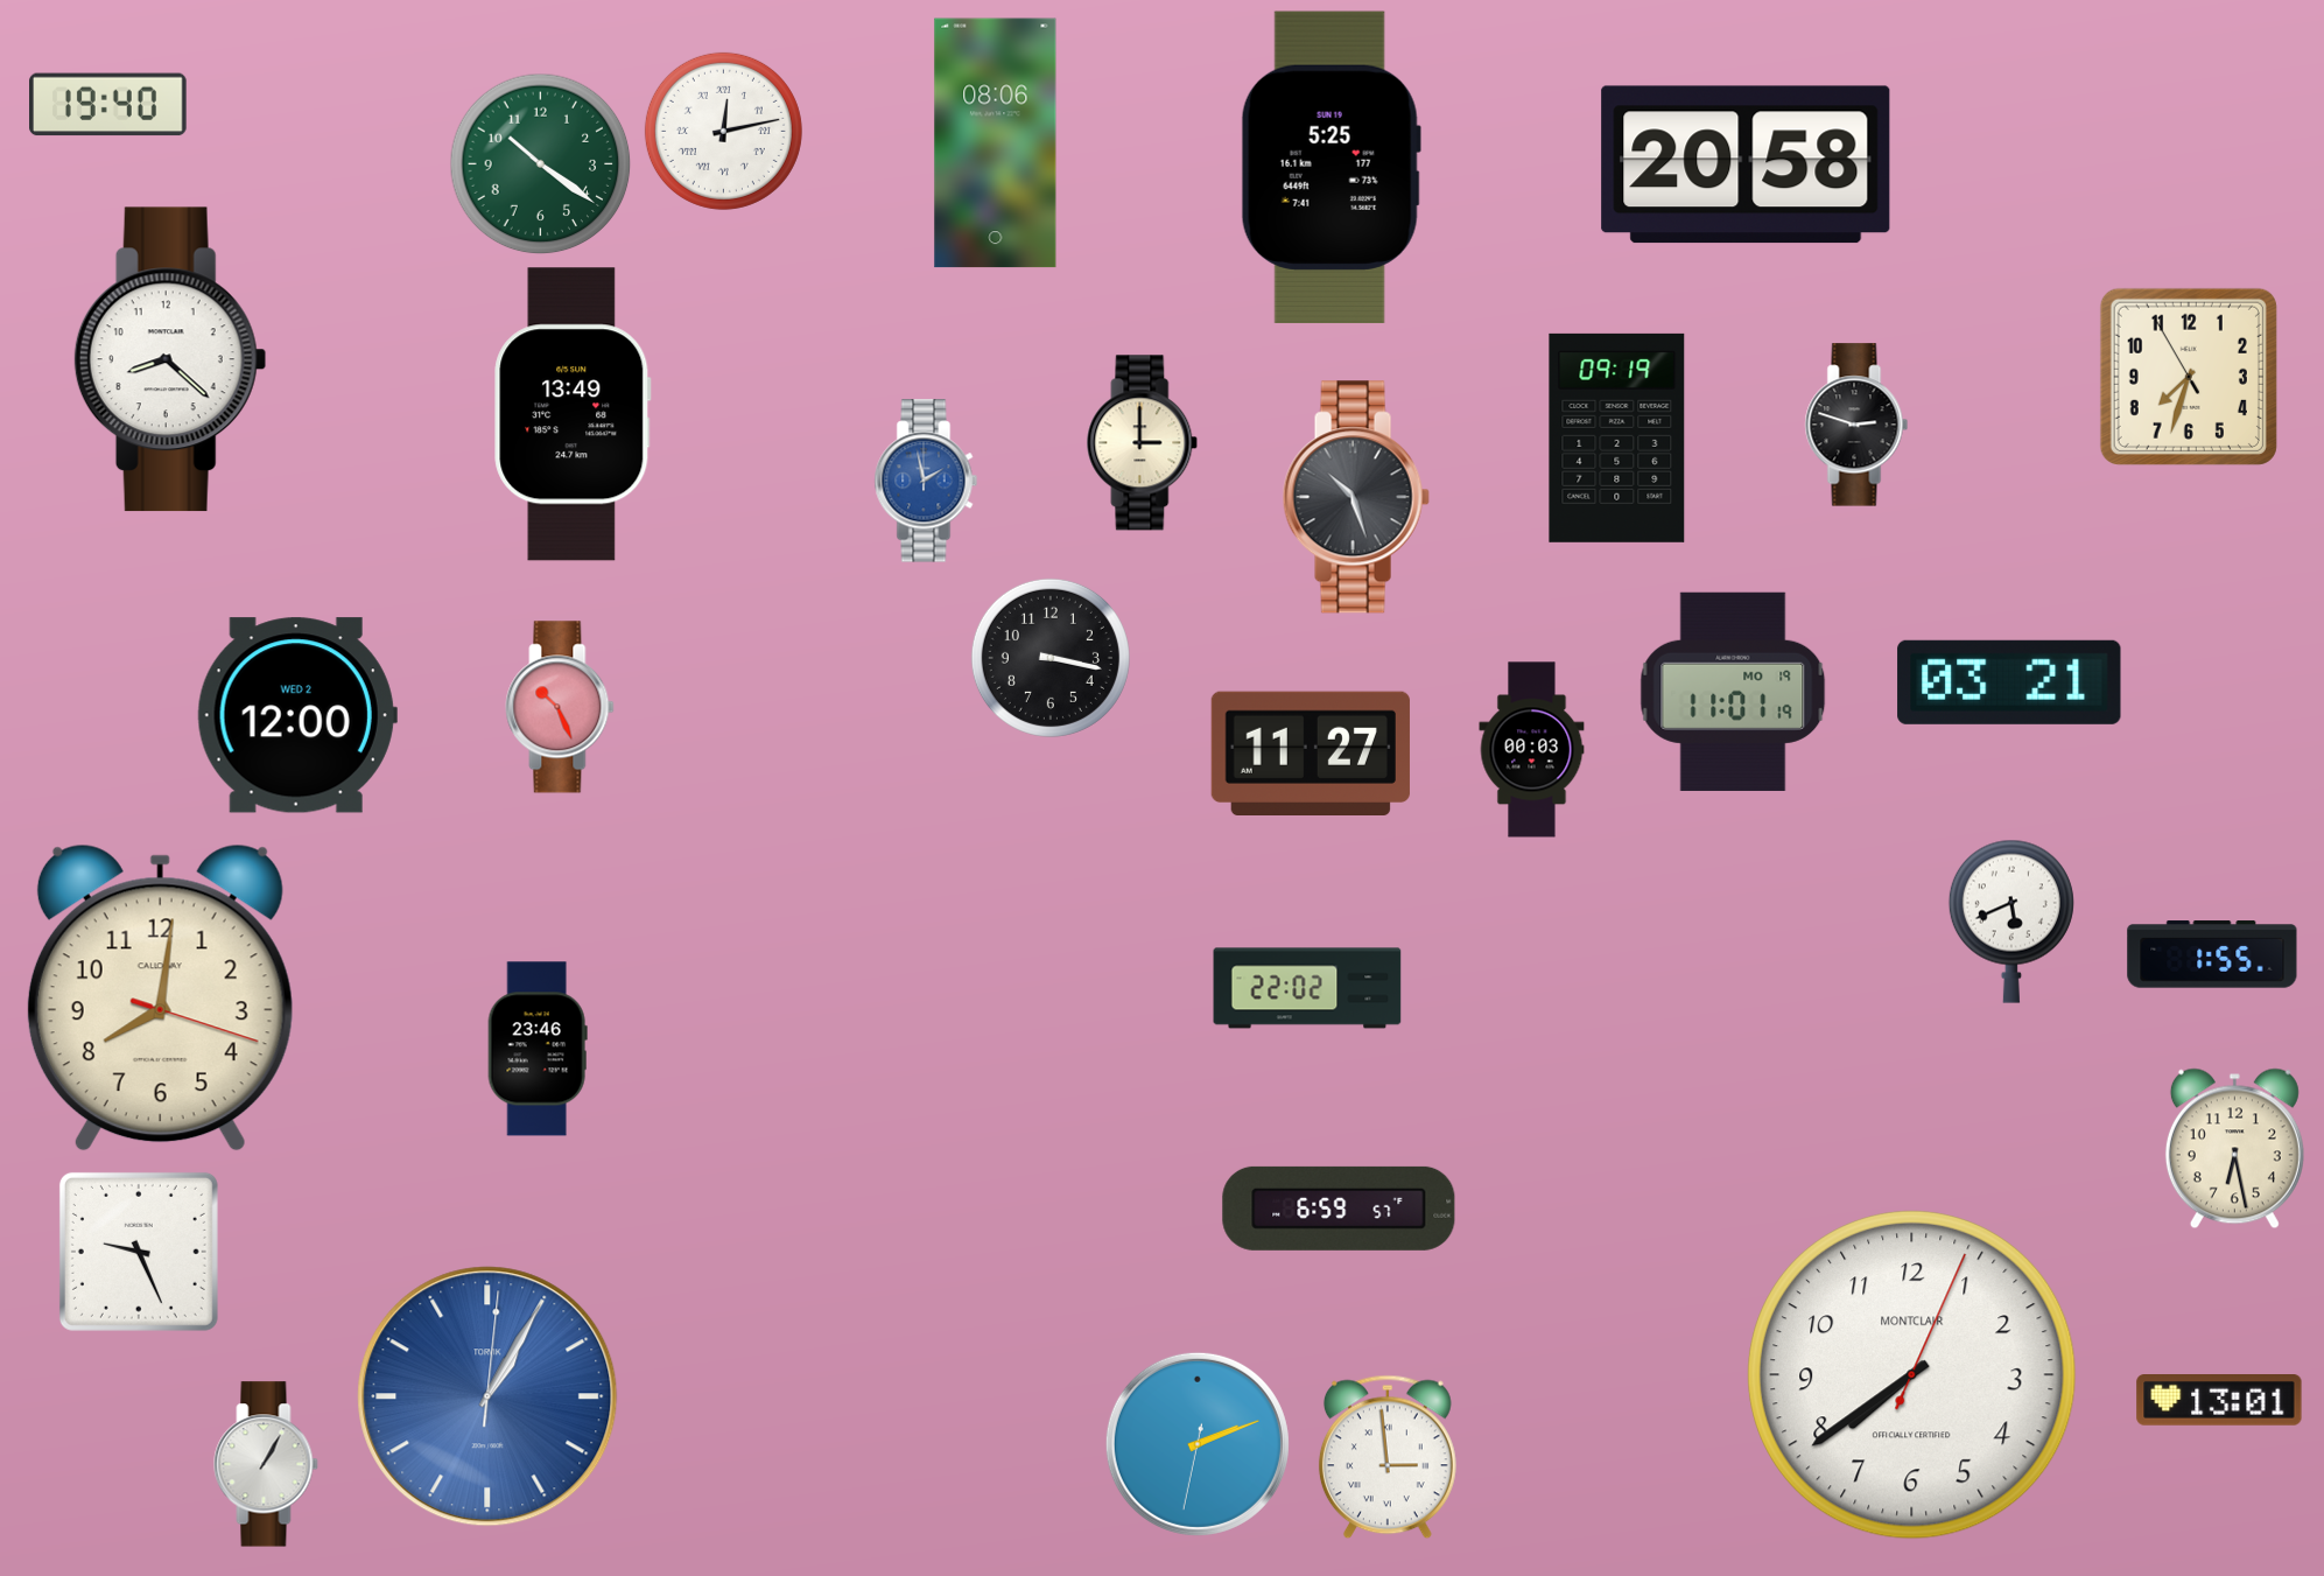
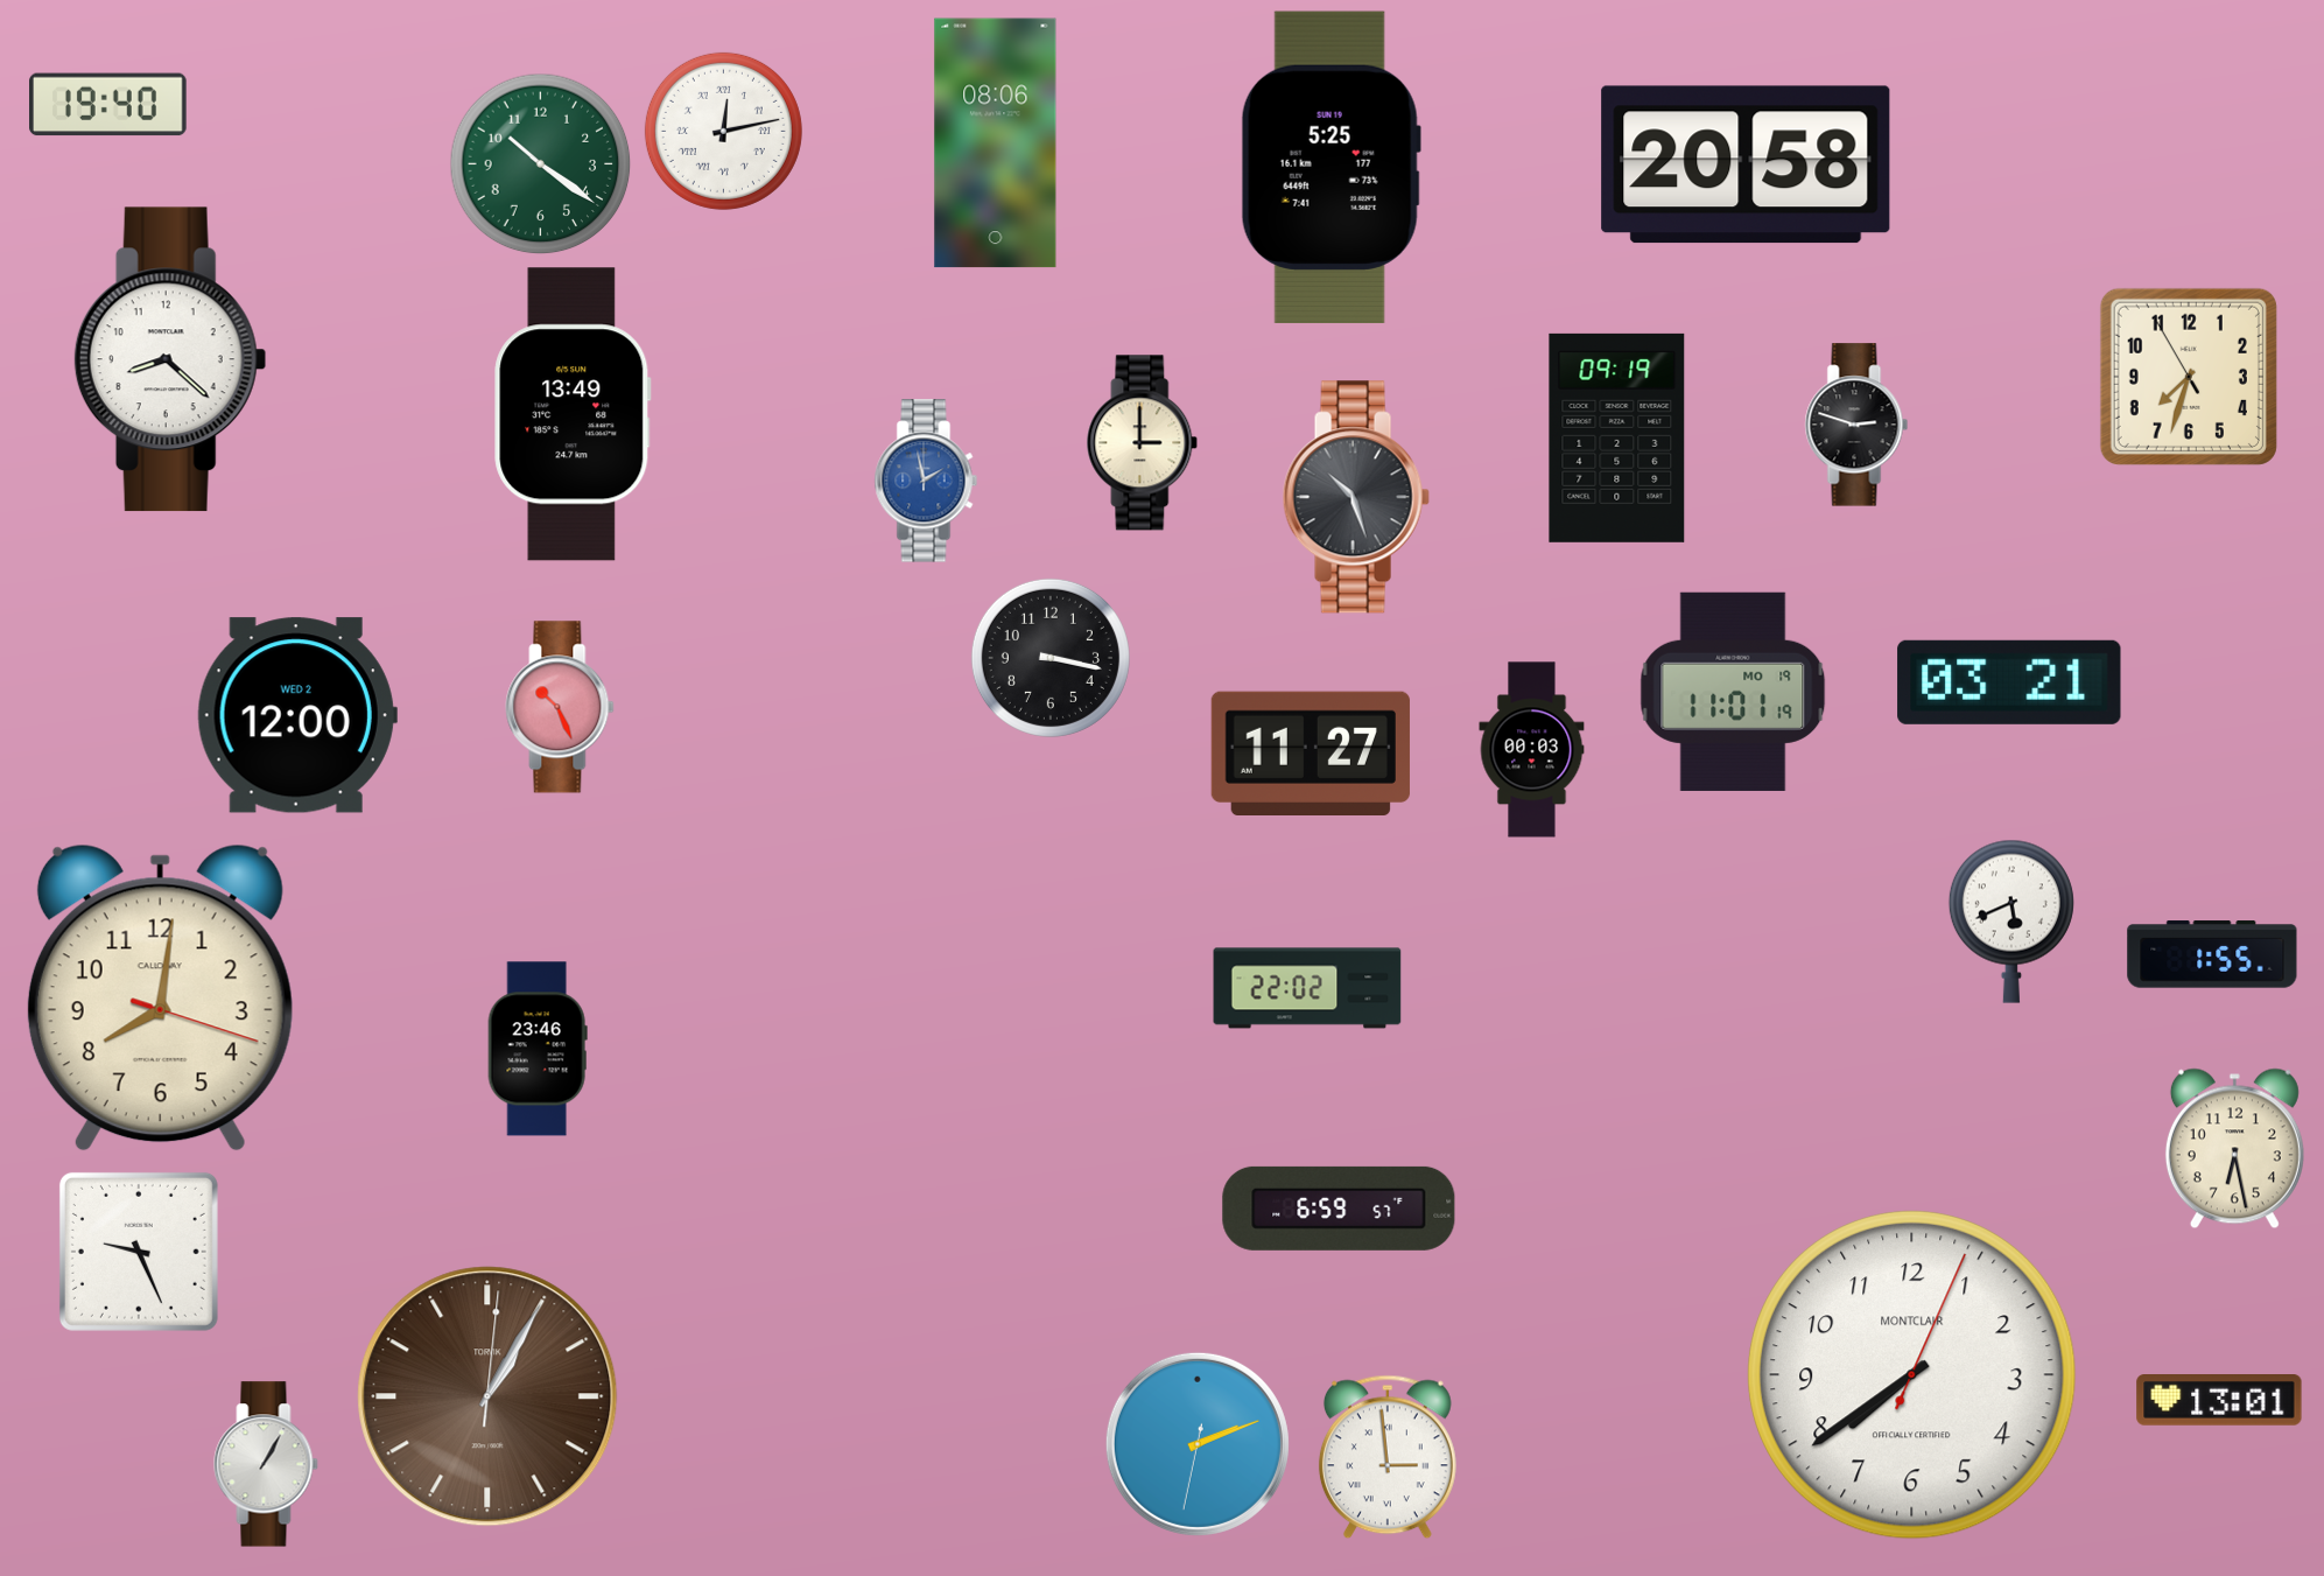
clock at (487, 1396) dial: blue -> brown
